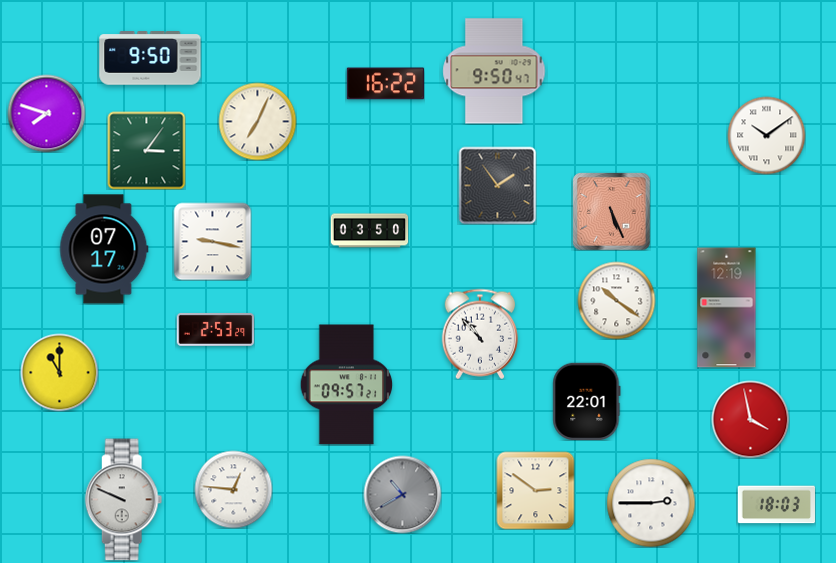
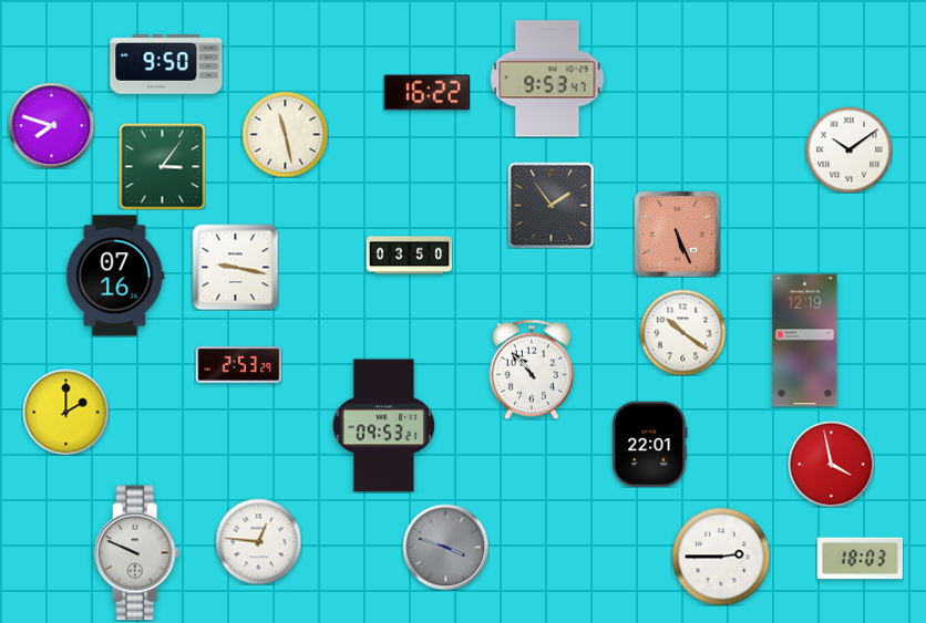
clock at (494, 71): 9:50 -> 9:53
clock at (257, 121): 7:04 -> 11:28
clock at (104, 249): 07:17 -> 07:16
clock at (59, 372): 11:00 -> 2:00
clock at (347, 385): 09:57 -> 09:53
clock at (535, 490): 2:51 -> none
clock at (402, 494): 10:40 -> 3:48
